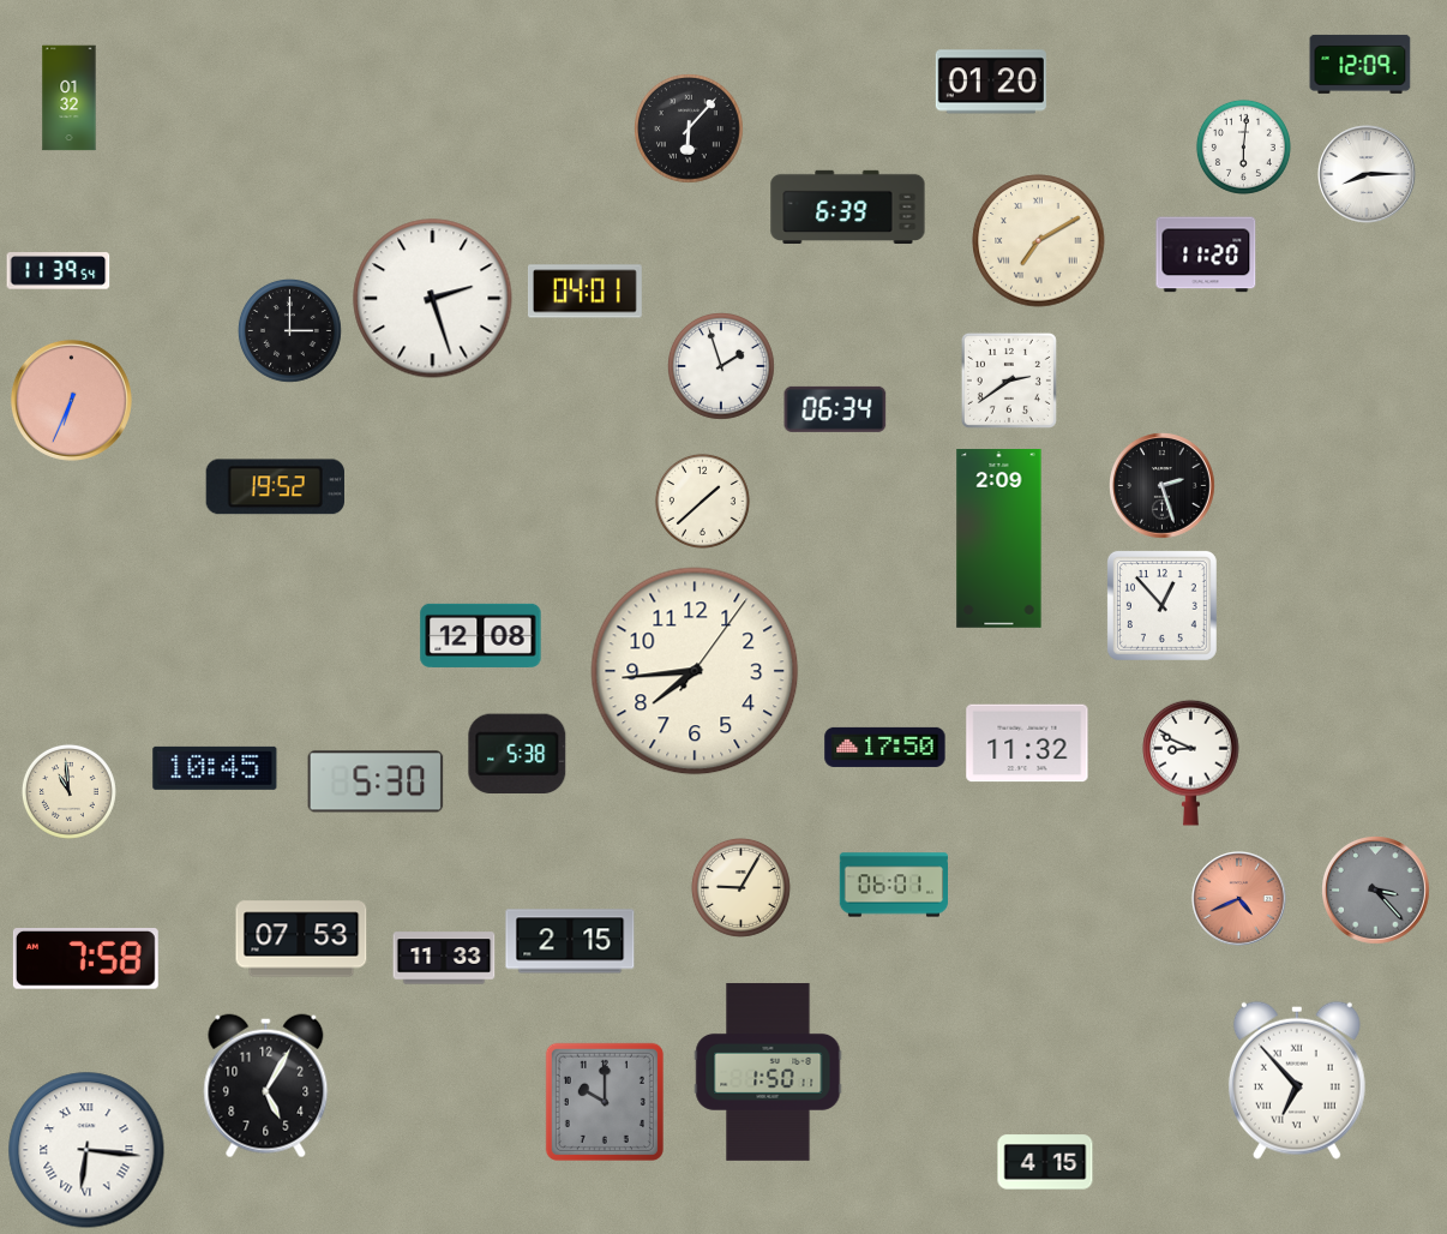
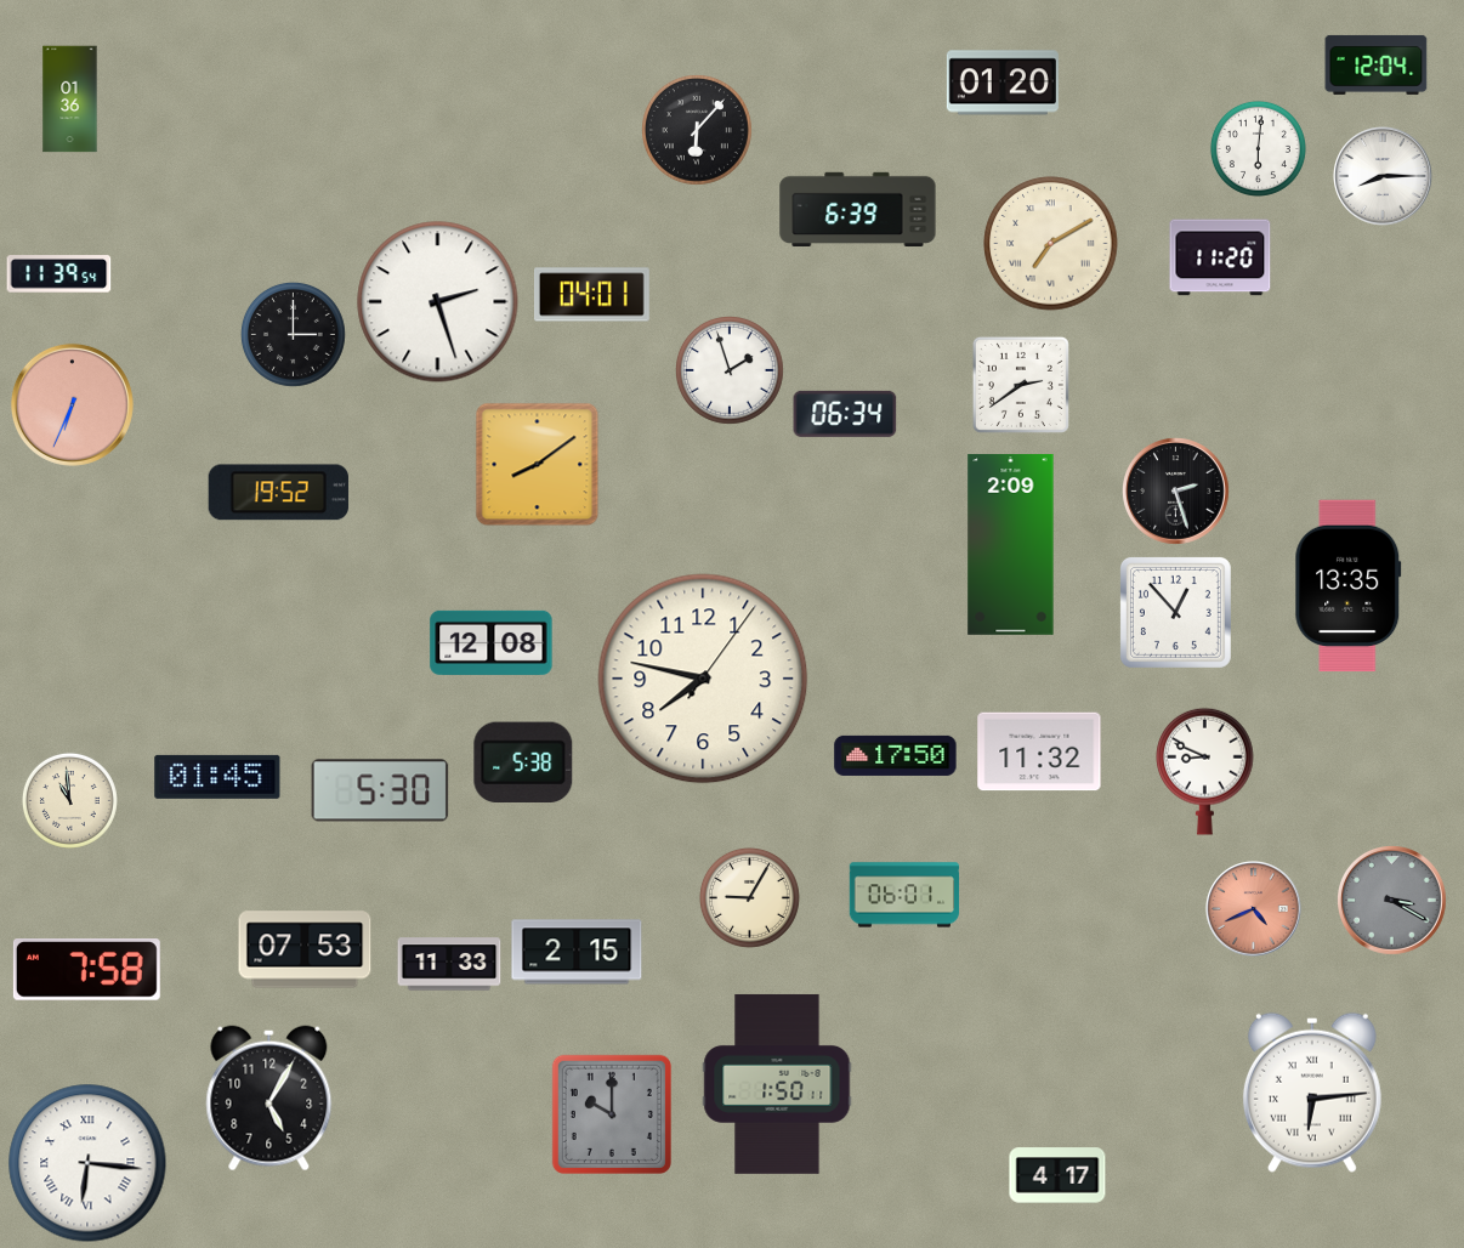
clock at (1361, 64): 12:09 -> 12:04
clock at (70, 98): 01:32 -> 01:36
clock at (538, 465): none -> 8:09
clock at (702, 501): 1:38 -> none
clock at (1349, 586): none -> 13:35
clock at (481, 635) position: (481, 635) -> (492, 642)
clock at (695, 671): 7:44 -> 7:47
clock at (215, 768): 10:45 -> 01:45
clock at (1376, 891): 3:23 -> 3:20
clock at (444, 958) position: (444, 958) -> (449, 964)
clock at (1297, 1080): 6:53 -> 6:14
clock at (1045, 1162): 4:15 -> 4:17
